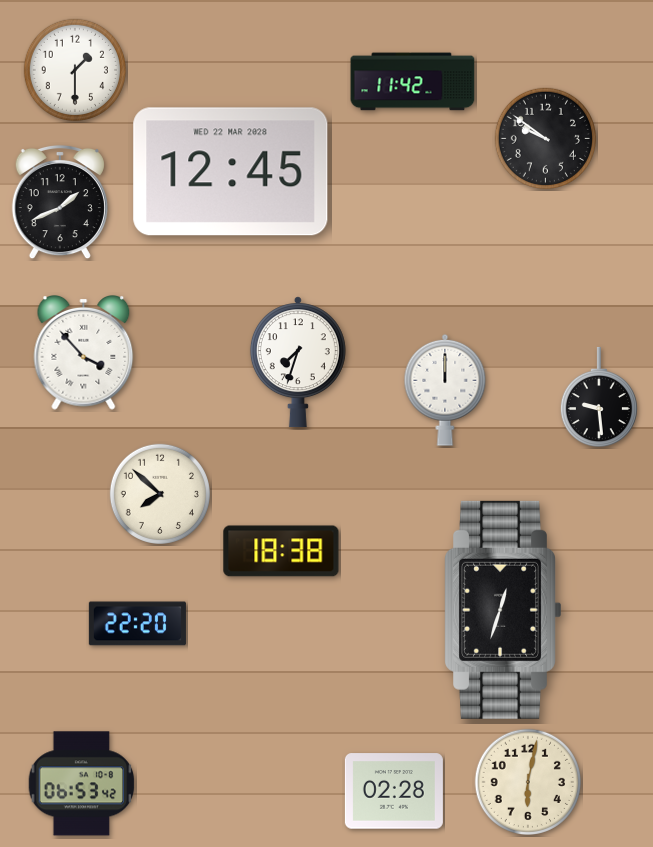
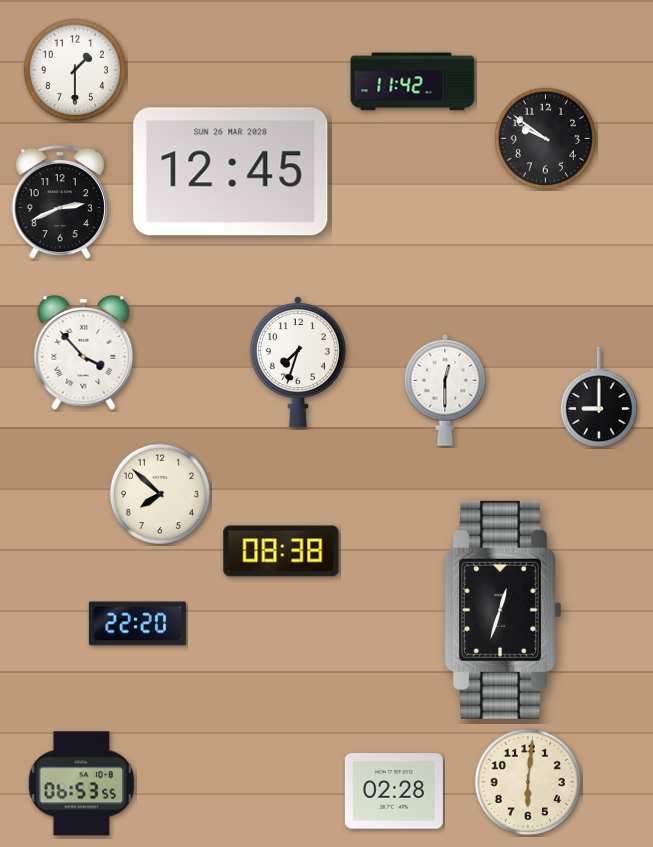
clock at (231, 172) date: WED 22 MAR 2028 -> SUN 26 MAR 2028
clock at (60, 202): 1:41 -> 2:41
clock at (445, 390): 12:00 -> 12:30
clock at (599, 397): 9:29 -> 9:00
clock at (281, 551): 18:38 -> 08:38
clock at (527, 781): 6:02 -> 6:01
clock at (82, 784): 06:53:42 -> 06:53:55
